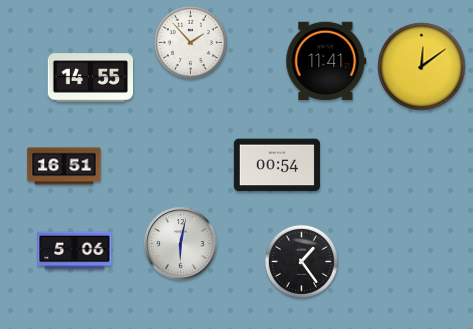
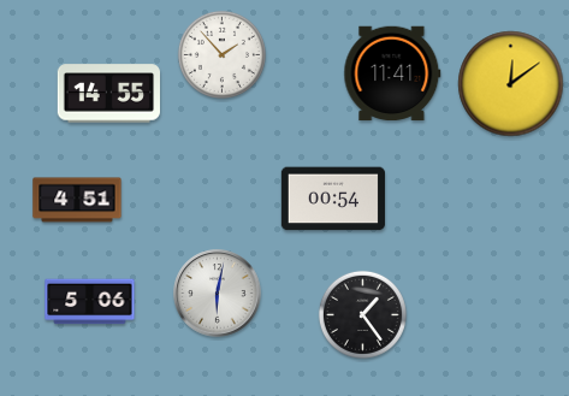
clock at (190, 42) position: (190, 42) -> (221, 54)
clock at (422, 67) position: (422, 67) -> (511, 84)
clock at (64, 166): 16:51 -> 4:51
